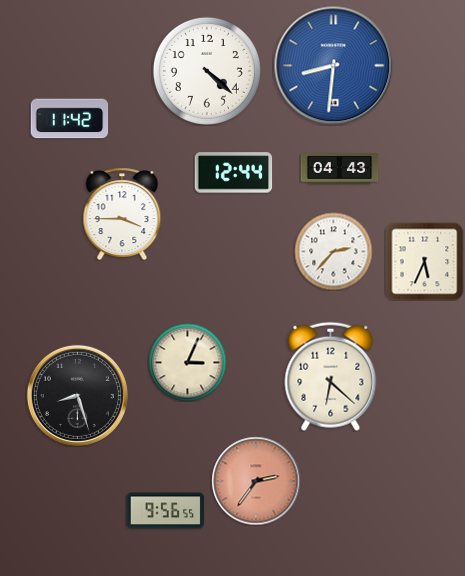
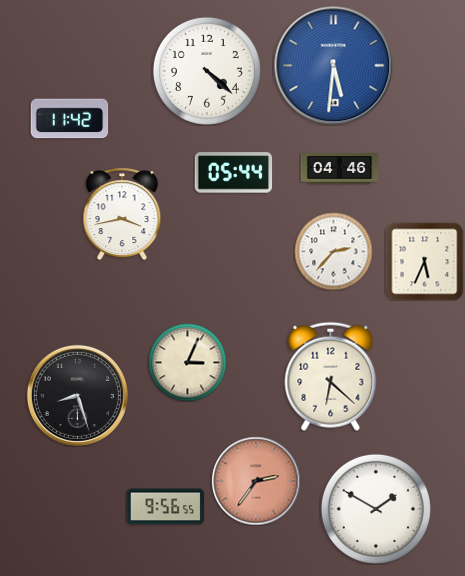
clock at (334, 66): 8:31 -> 5:31
clock at (339, 169): 04:43 -> 04:46
clock at (233, 173): 12:44 -> 05:44
clock at (122, 214): 3:45 -> 3:43
clock at (376, 509): none -> 1:50
clock at (165, 511) position: (165, 511) -> (165, 507)
